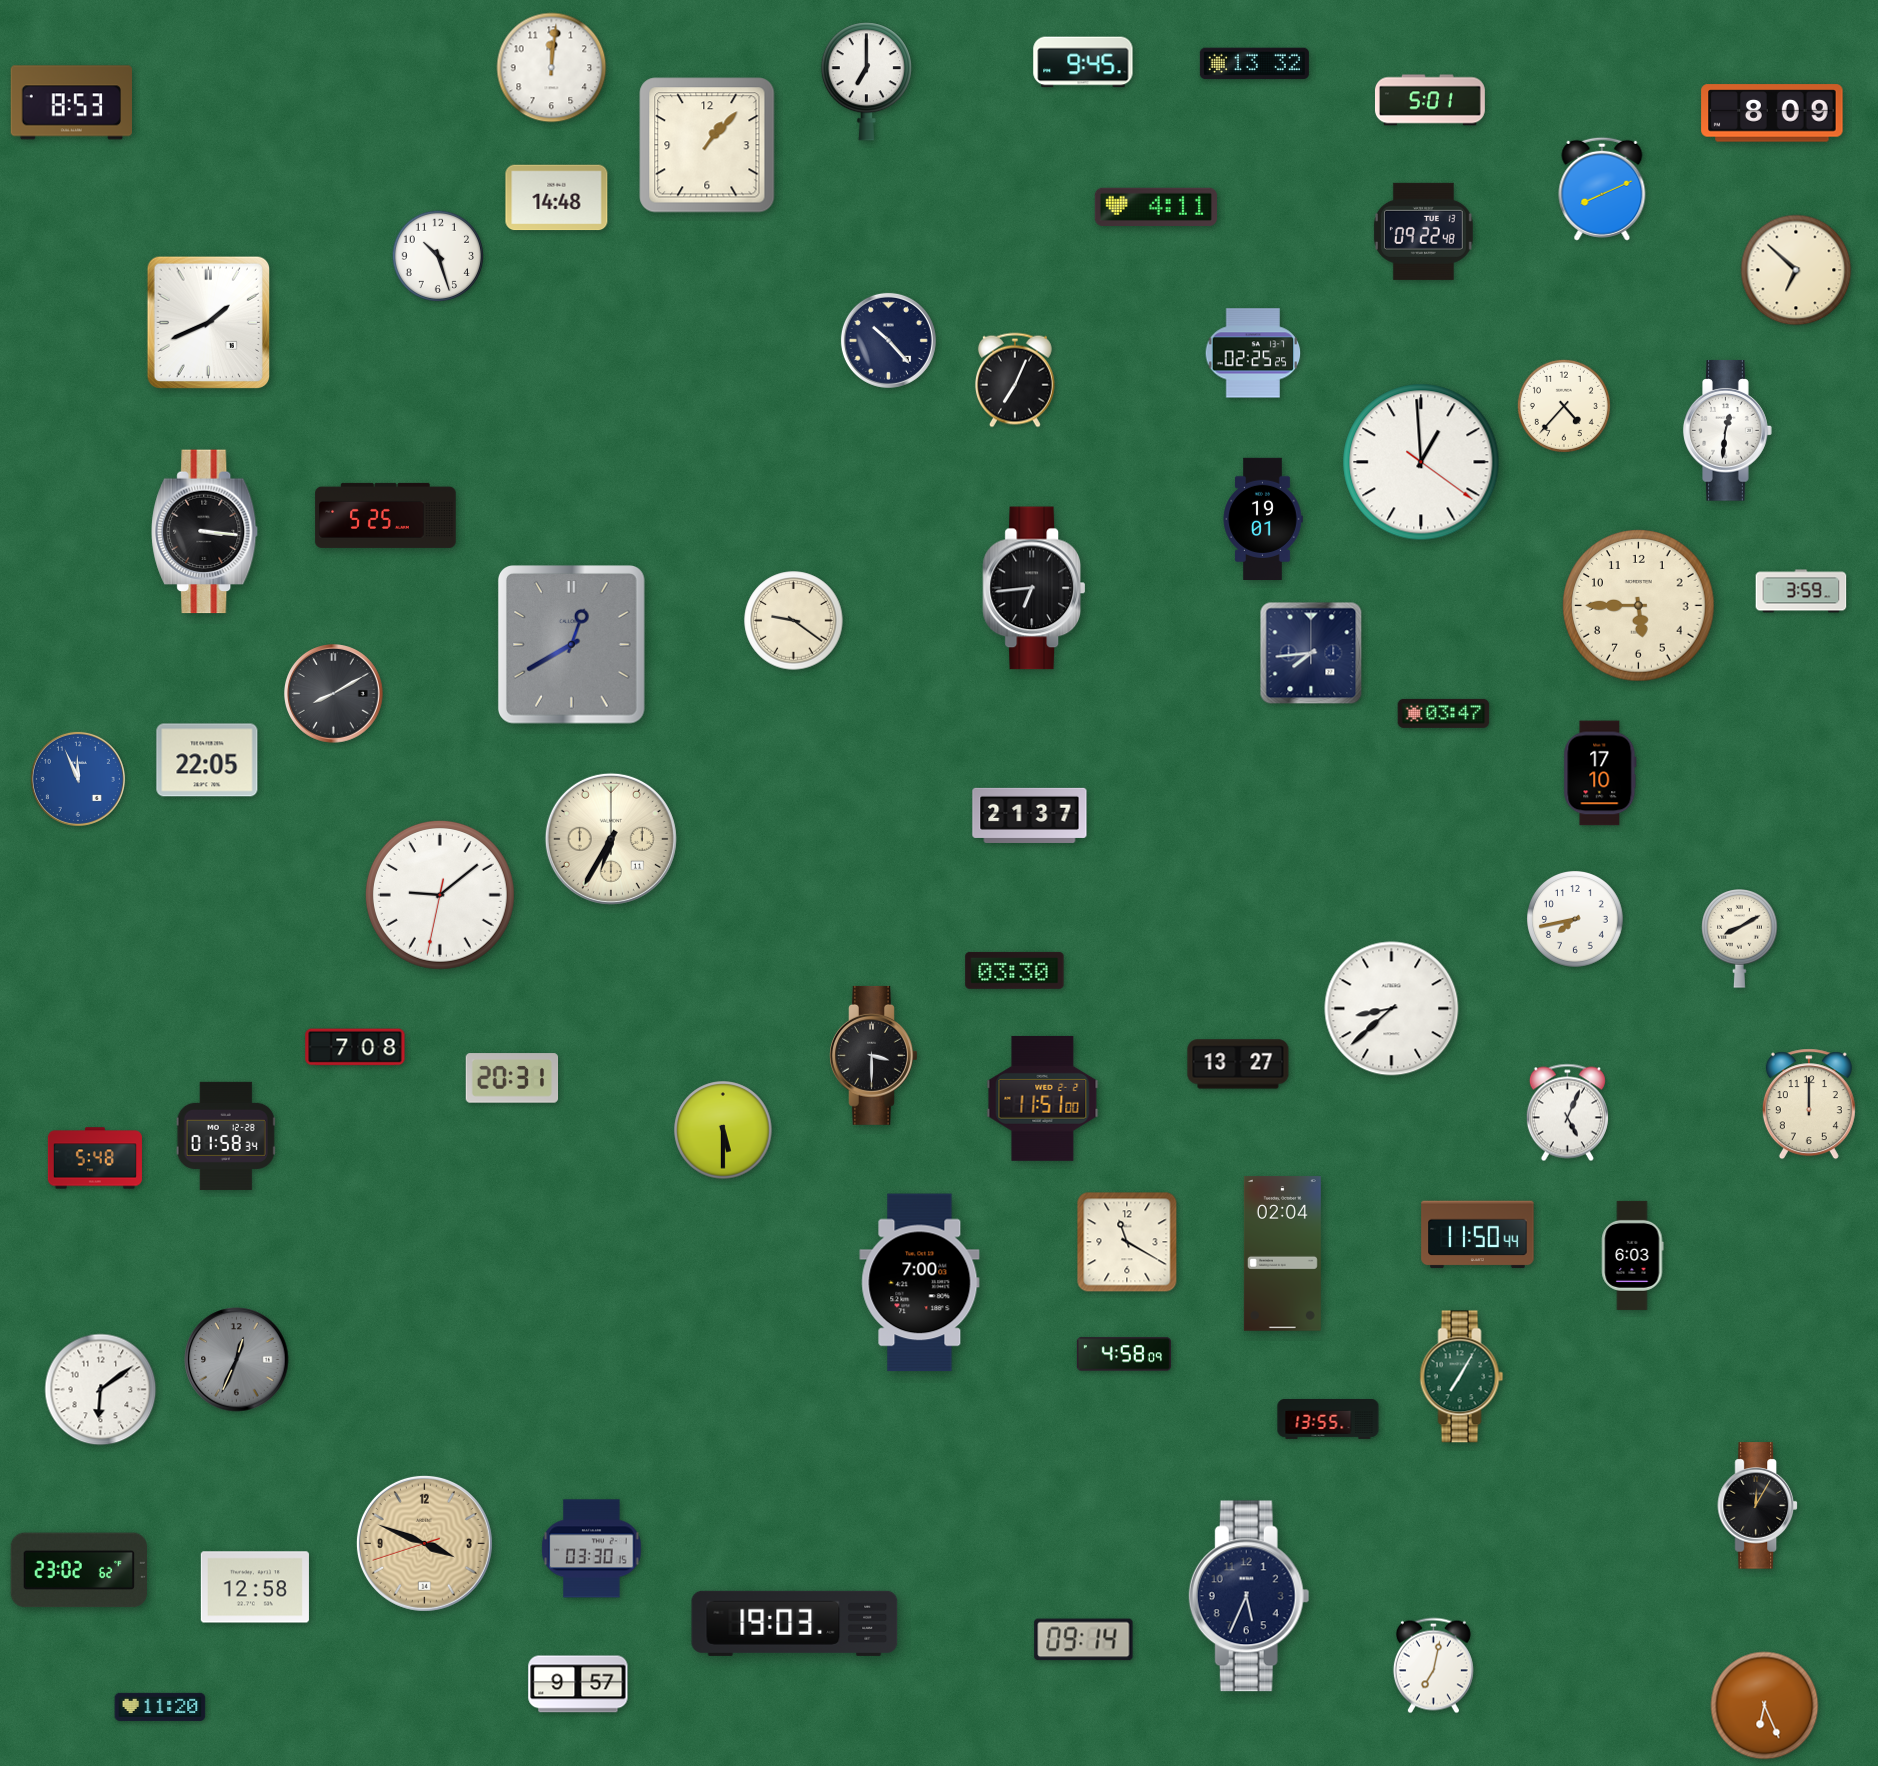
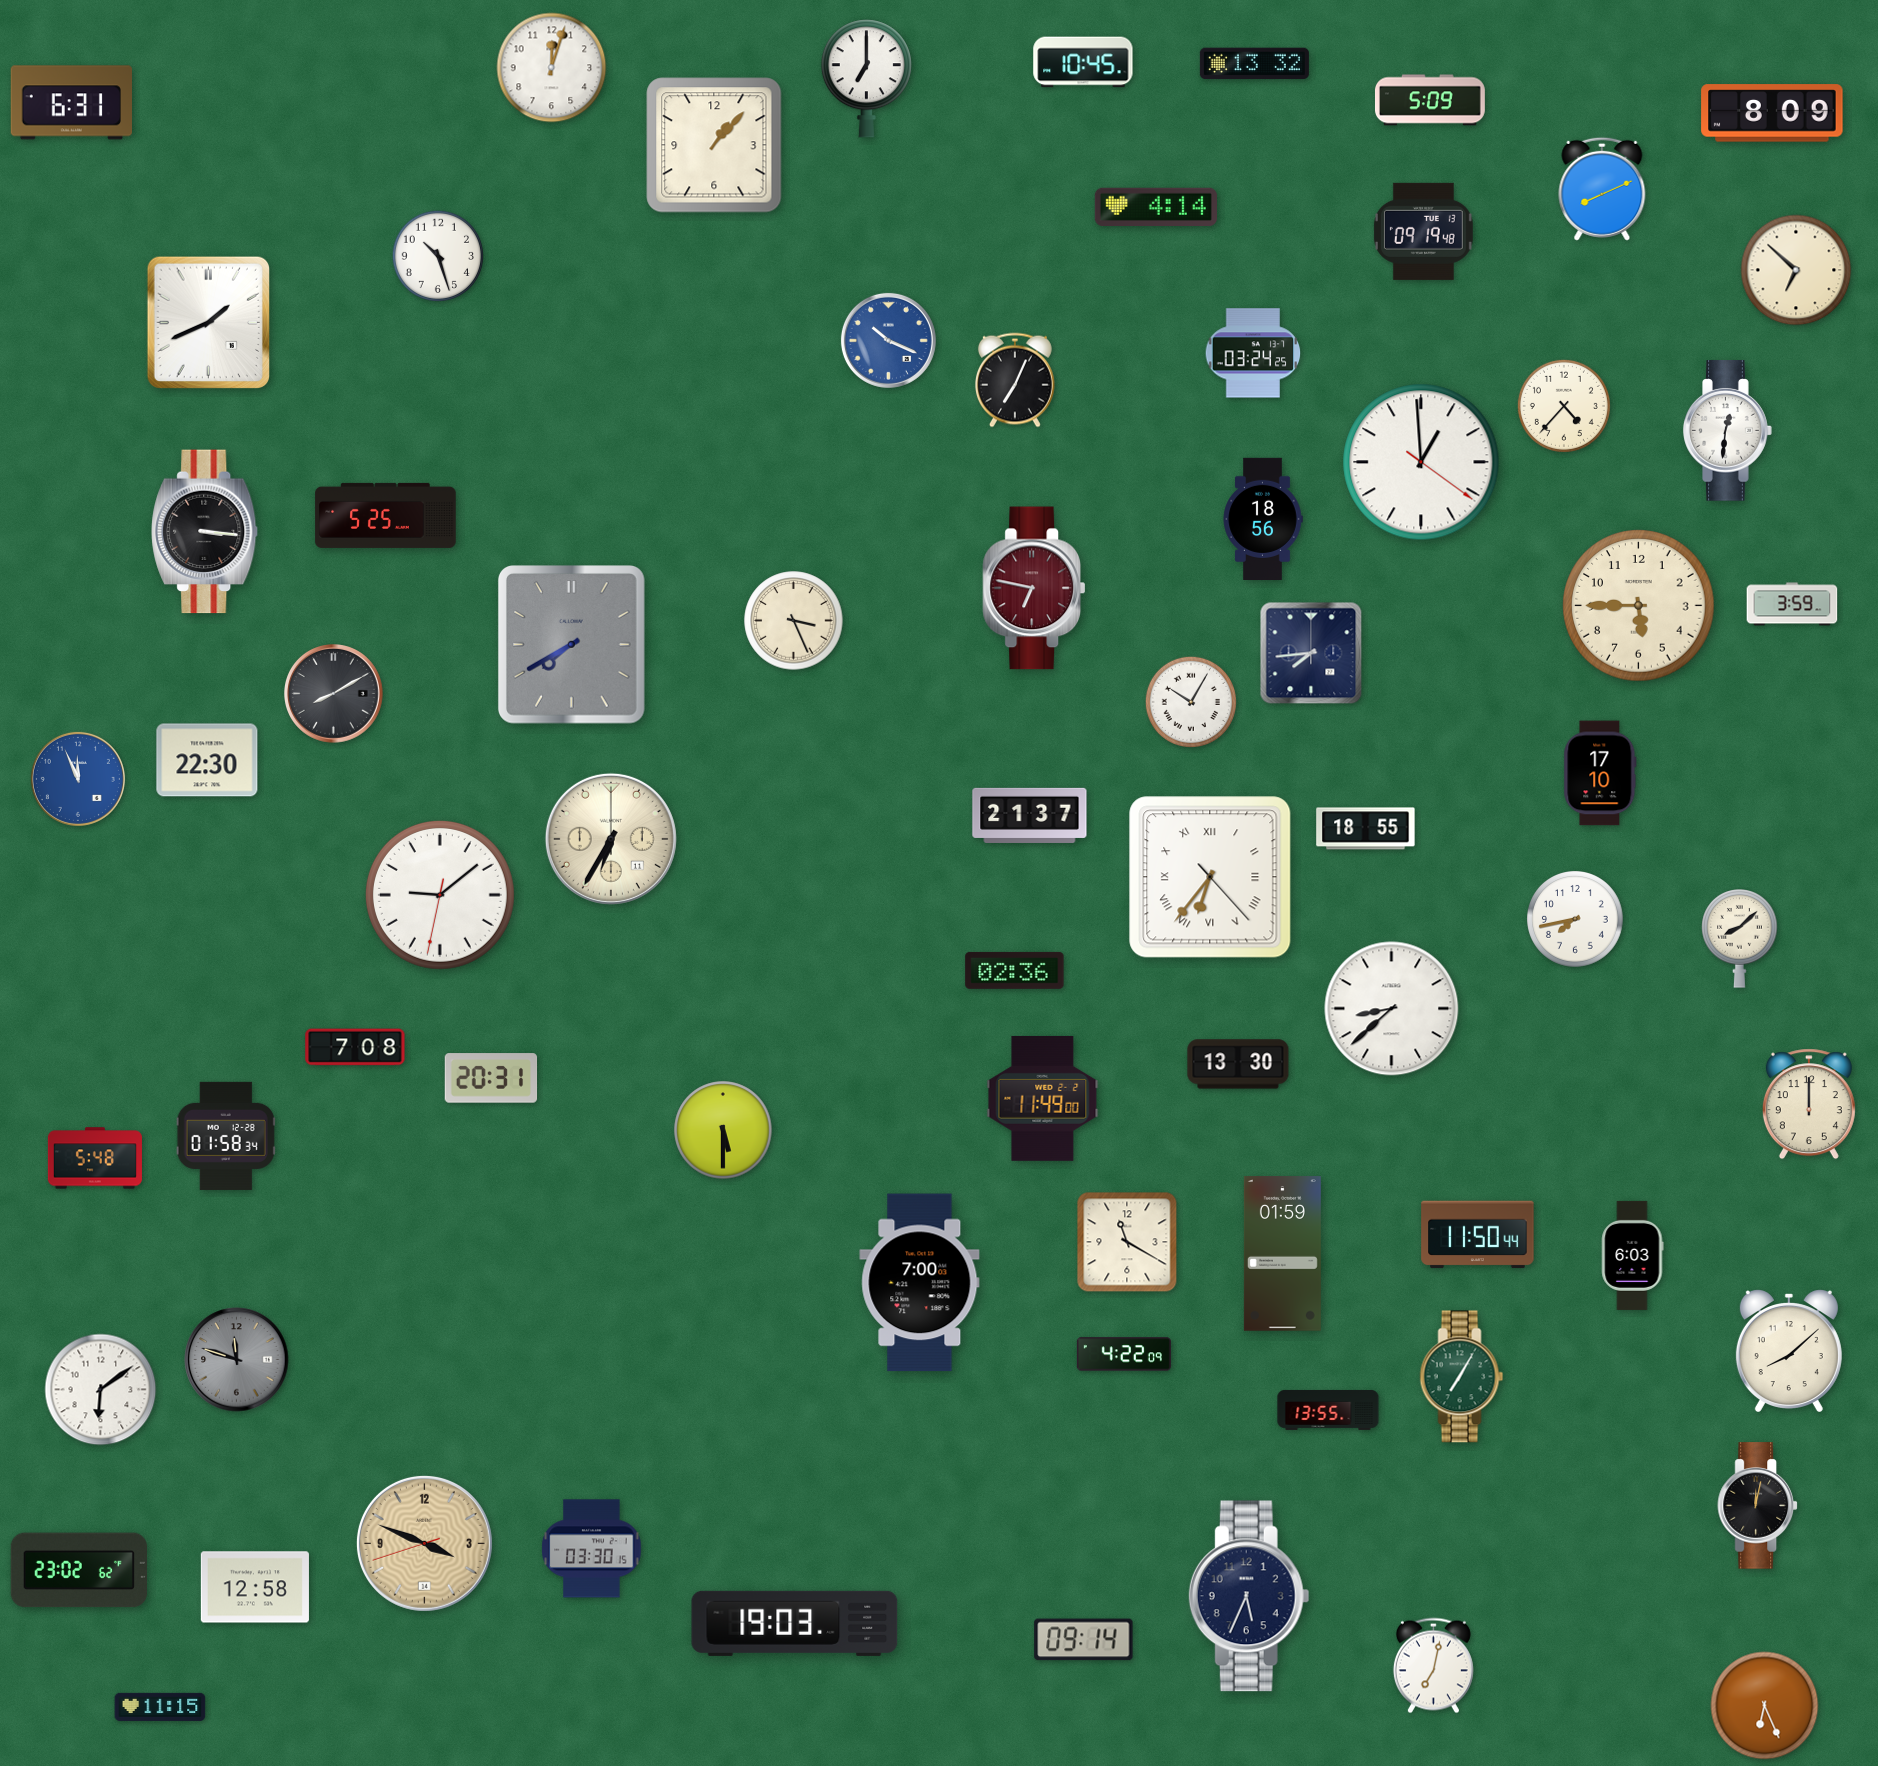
clock at (1083, 62): 9:45 -> 10:45
clock at (552, 68): 12:01 -> 12:03
clock at (866, 82) position: (866, 82) -> (866, 79)
clock at (1430, 100): 5:01 -> 5:09
clock at (71, 103): 8:53 -> 6:31
clock at (707, 145) position: (707, 145) -> (714, 145)
clock at (557, 198): 14:48 -> none
clock at (1156, 206): 4:11 -> 4:14
clock at (1423, 231): 09:22 -> 09:19
clock at (888, 340): 10:23 -> 10:19
clock at (888, 340) dial: navy -> blue
clock at (1253, 353): 02:25 -> 03:24
clock at (1263, 518): 19:01 -> 18:56
clock at (1033, 588): 6:44 -> 6:47
clock at (1033, 588) dial: black -> burgundy
clock at (1801, 591) position: (1801, 591) -> (1792, 604)
clock at (794, 621): 9:21 -> 3:26
clock at (571, 645): 12:40 -> 7:40
clock at (1190, 701): none -> 10:05
clock at (1444, 713): 03:47 -> none
clock at (207, 760): 22:05 -> 22:30
clock at (1366, 829): none -> 18:55
clock at (1210, 877): none -> 6:36
clock at (1740, 939): 8:10 -> 8:08
clock at (1015, 970): 03:30 -> 02:36
clock at (874, 1055): 3:30 -> none
clock at (1238, 1064): 13:27 -> 13:30
clock at (512, 1078) position: (512, 1078) -> (491, 1078)
clock at (1043, 1098): 11:51 -> 11:49
clock at (1567, 1113): 5:04 -> none
clock at (1282, 1254): 02:04 -> 01:59
clock at (1789, 1351): none -> 8:08
clock at (1124, 1354): 4:58 -> 4:22
clock at (237, 1360): 12:34 -> 11:48
clock at (1328, 1419) position: (1328, 1419) -> (1328, 1410)
clock at (1757, 1506): 12:05 -> 12:02
clock at (578, 1684): 9:57 -> none
clock at (160, 1707): 11:20 -> 11:15
